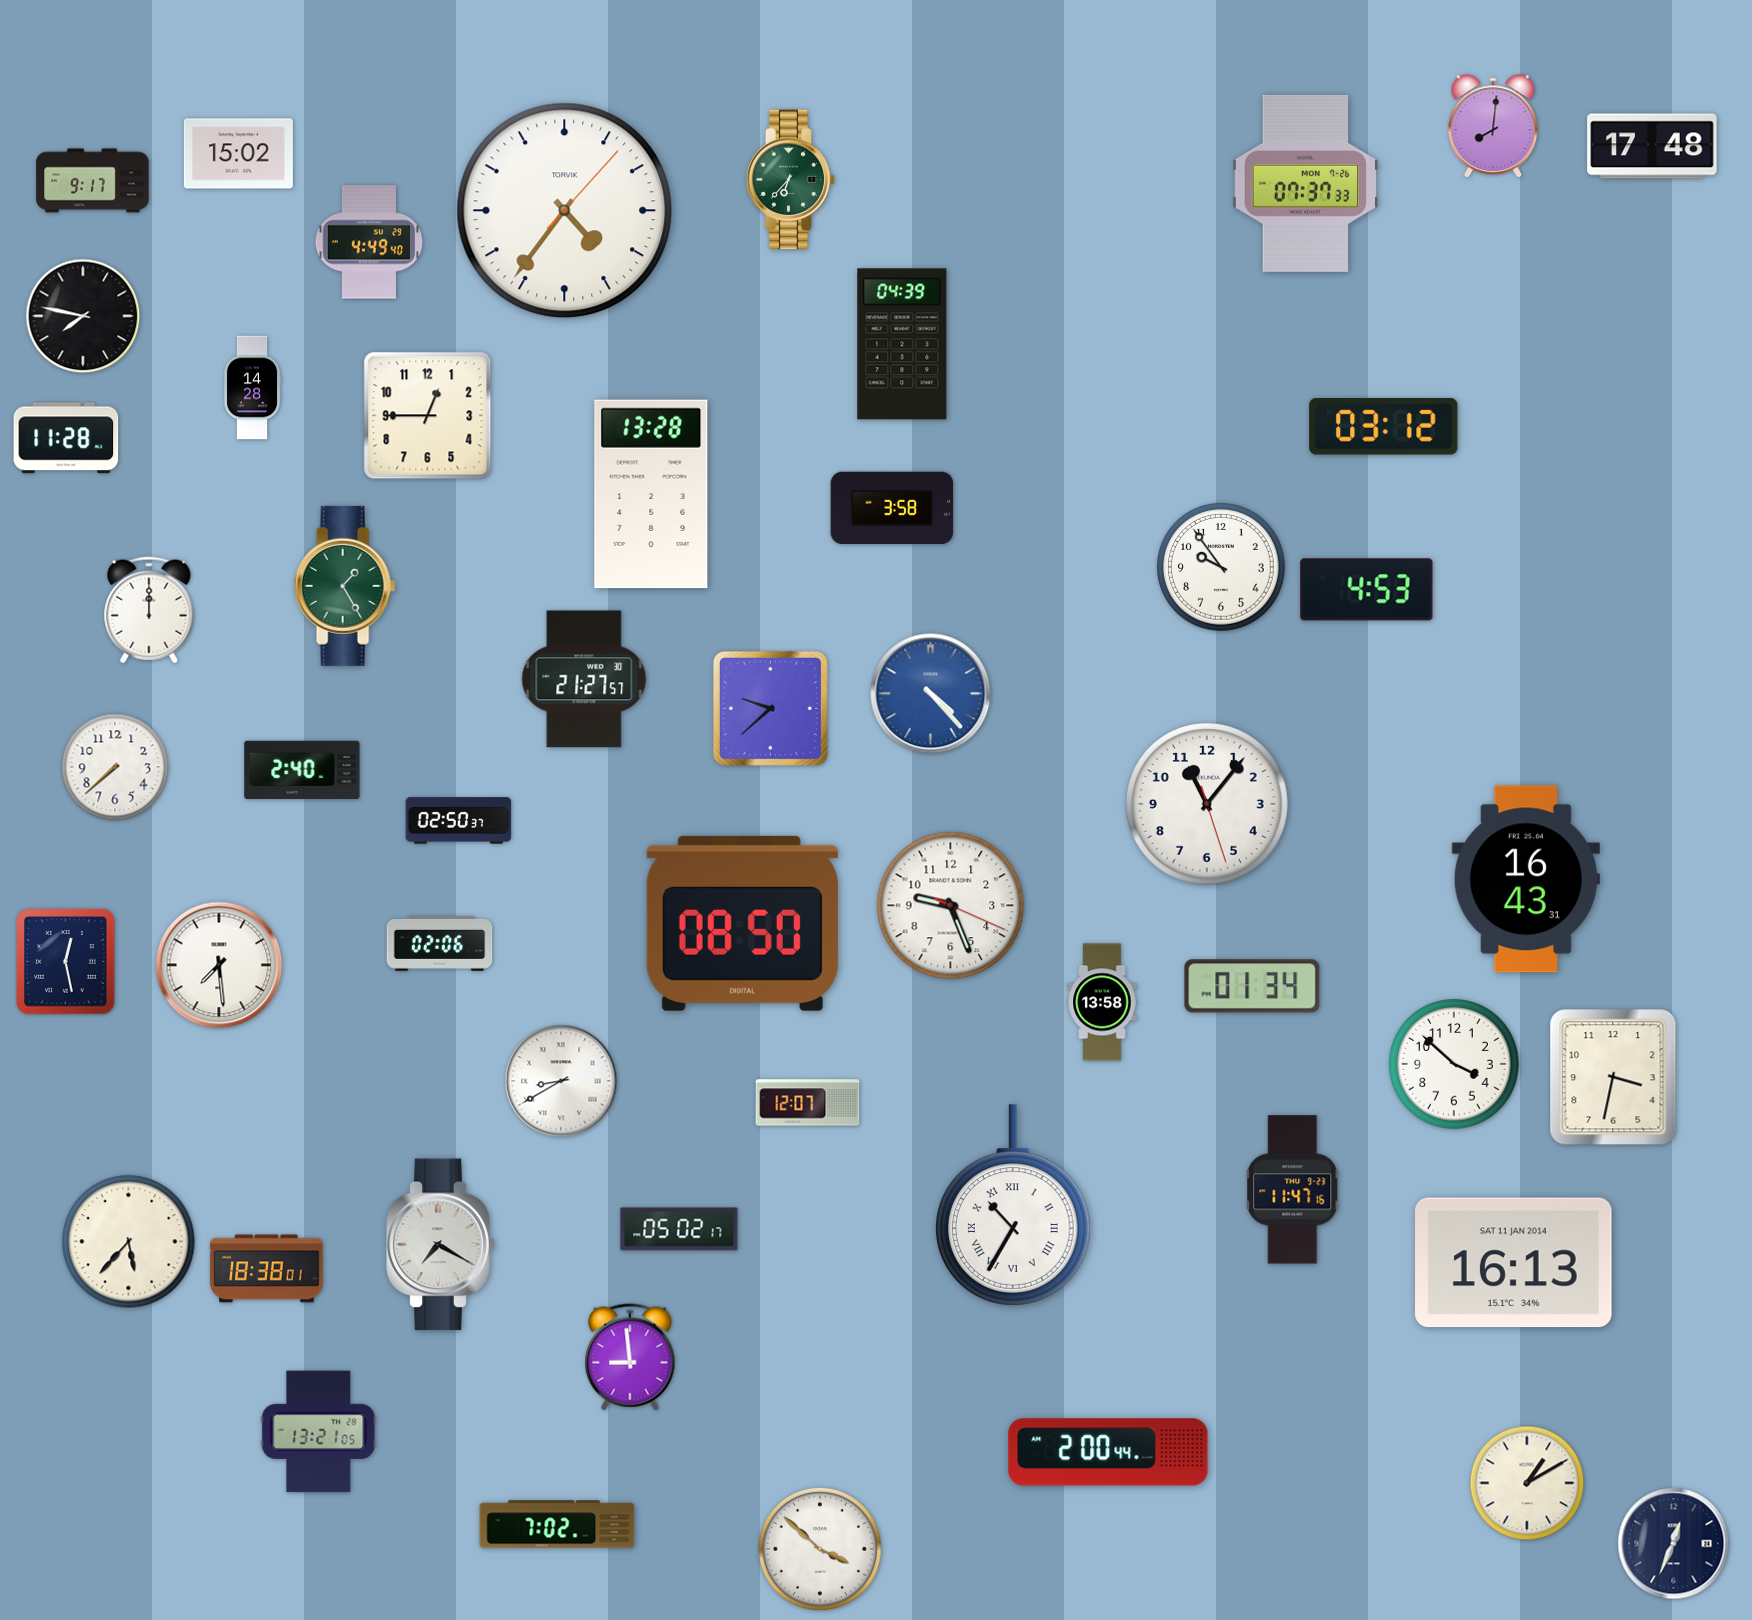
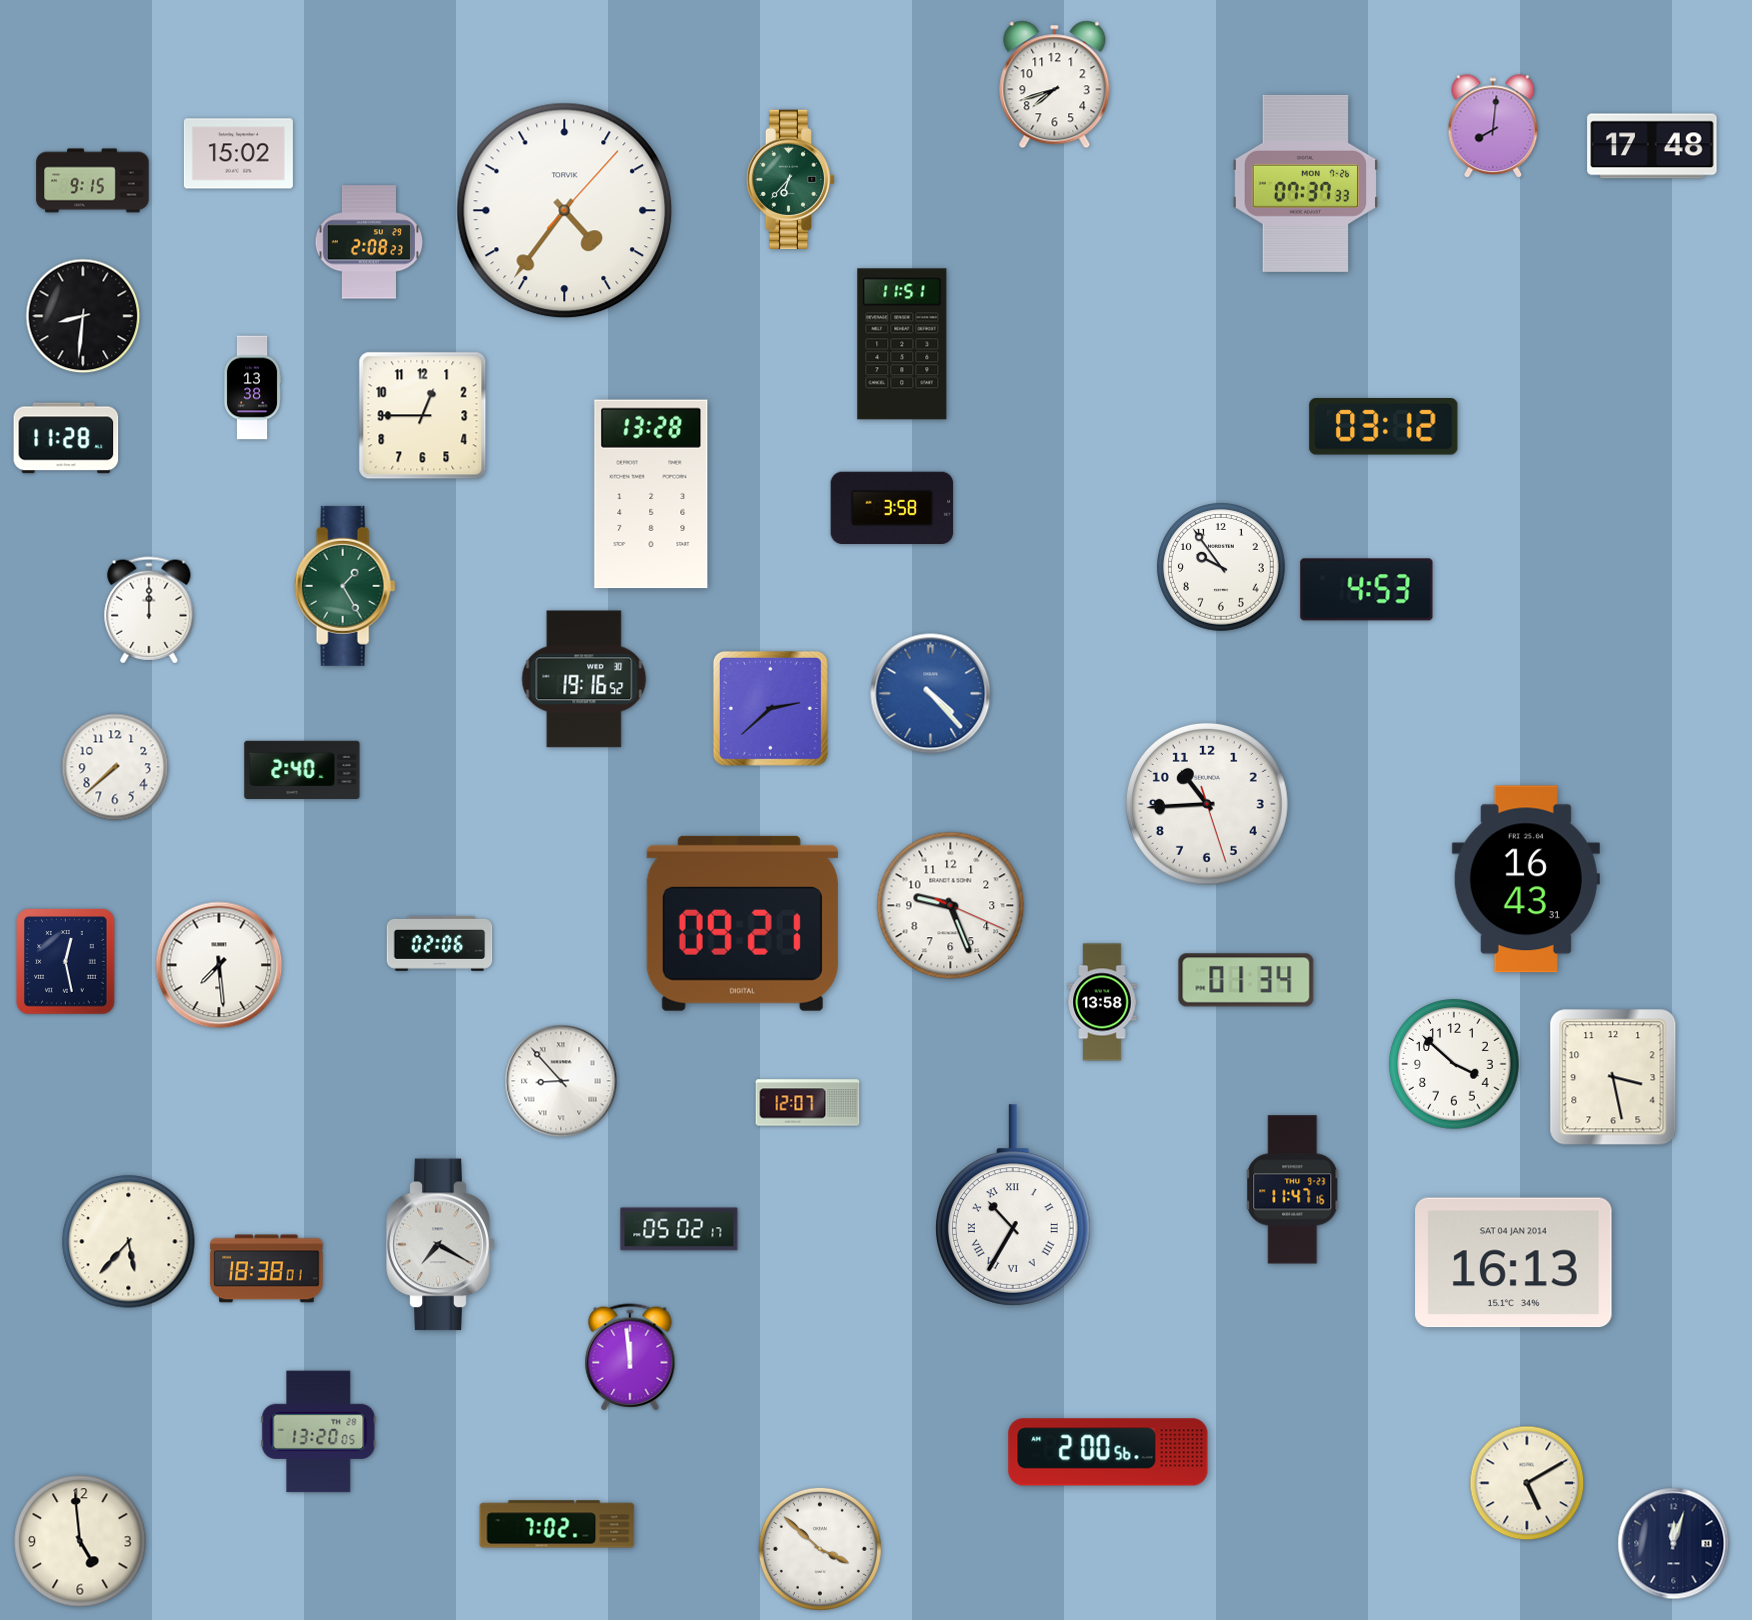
clock at (1055, 85): none -> 7:42
clock at (93, 181): 9:17 -> 9:15
clock at (369, 242): 4:49 -> 2:08
clock at (83, 316): 7:47 -> 8:31
clock at (902, 344): 04:39 -> 11:51
clock at (252, 388): 14:28 -> 13:38
clock at (428, 416) position: (428, 416) -> (423, 416)
clock at (584, 679): 21:27 -> 19:16
clock at (770, 708): 9:38 -> 2:38
clock at (1207, 804): 11:06 -> 10:44
clock at (459, 821): 02:50 -> none
clock at (742, 923): 08:50 -> 09:21
clock at (1252, 986) position: (1252, 986) -> (1246, 980)
clock at (1613, 1077): 3:32 -> 3:28
clock at (561, 1081): 8:40 -> 8:53
clock at (1514, 1263) date: SAT 11 JAN 2014 -> SAT 04 JAN 2014
clock at (630, 1357): 8:59 -> 11:59
clock at (319, 1432): 13:21 -> 13:20
clock at (1108, 1452): 2:00:44 -> 2:00:56
clock at (1527, 1483): 1:10 -> 5:10
clock at (80, 1541): none -> 4:59
clock at (1674, 1544): 12:34 -> 12:03
